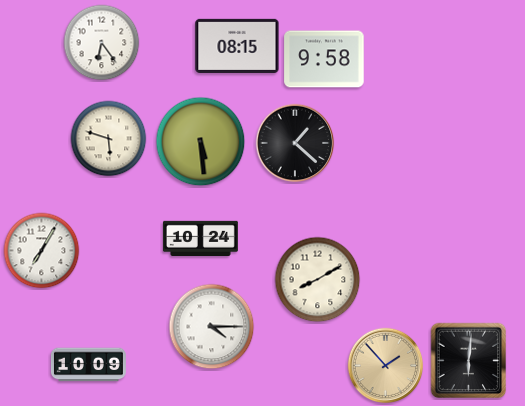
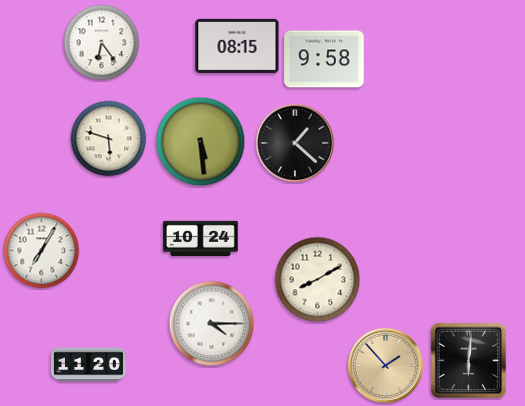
clock at (212, 327) position: (212, 327) -> (212, 324)
clock at (88, 365): 10:09 -> 11:20
